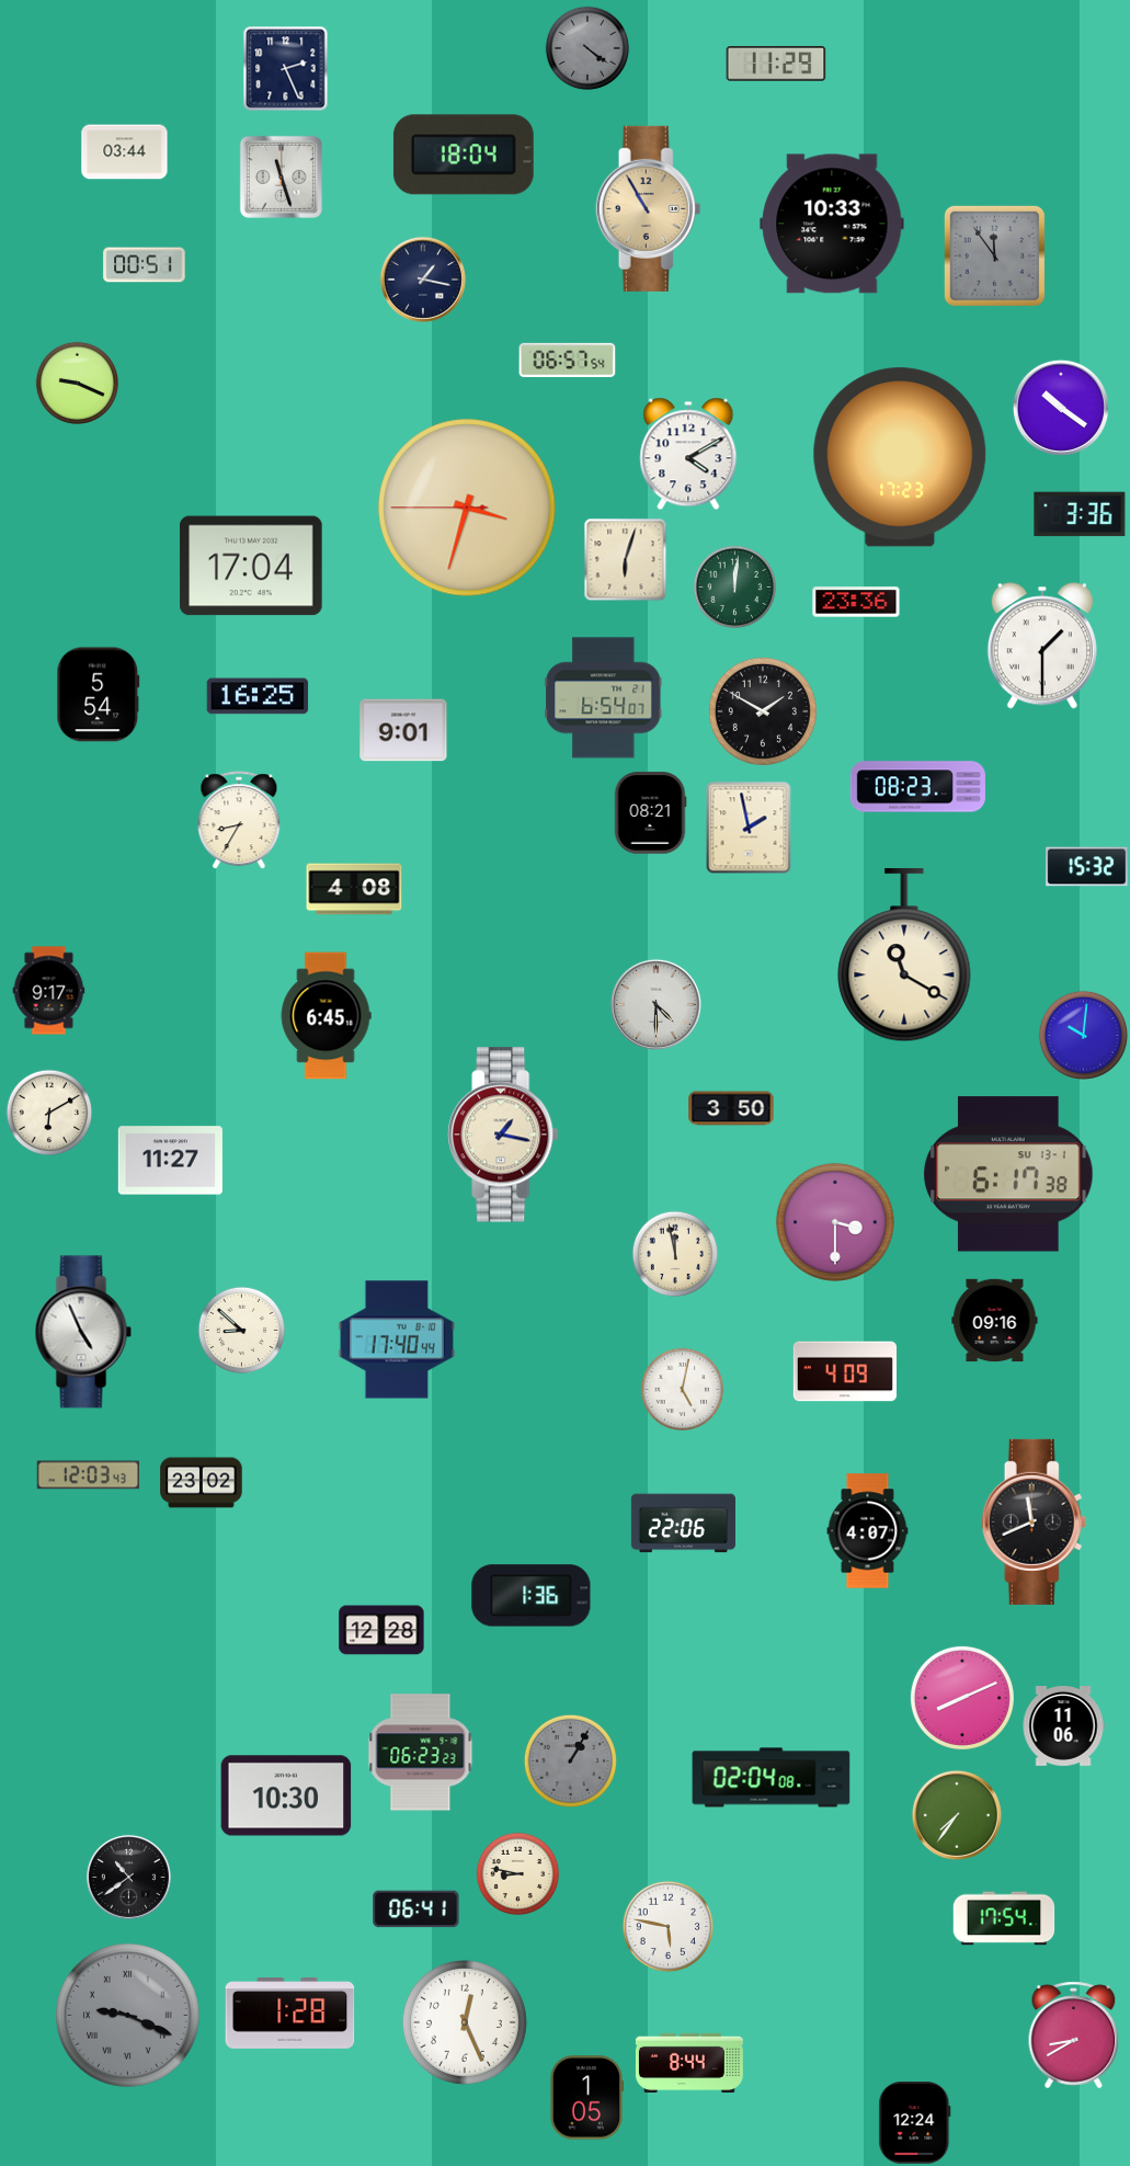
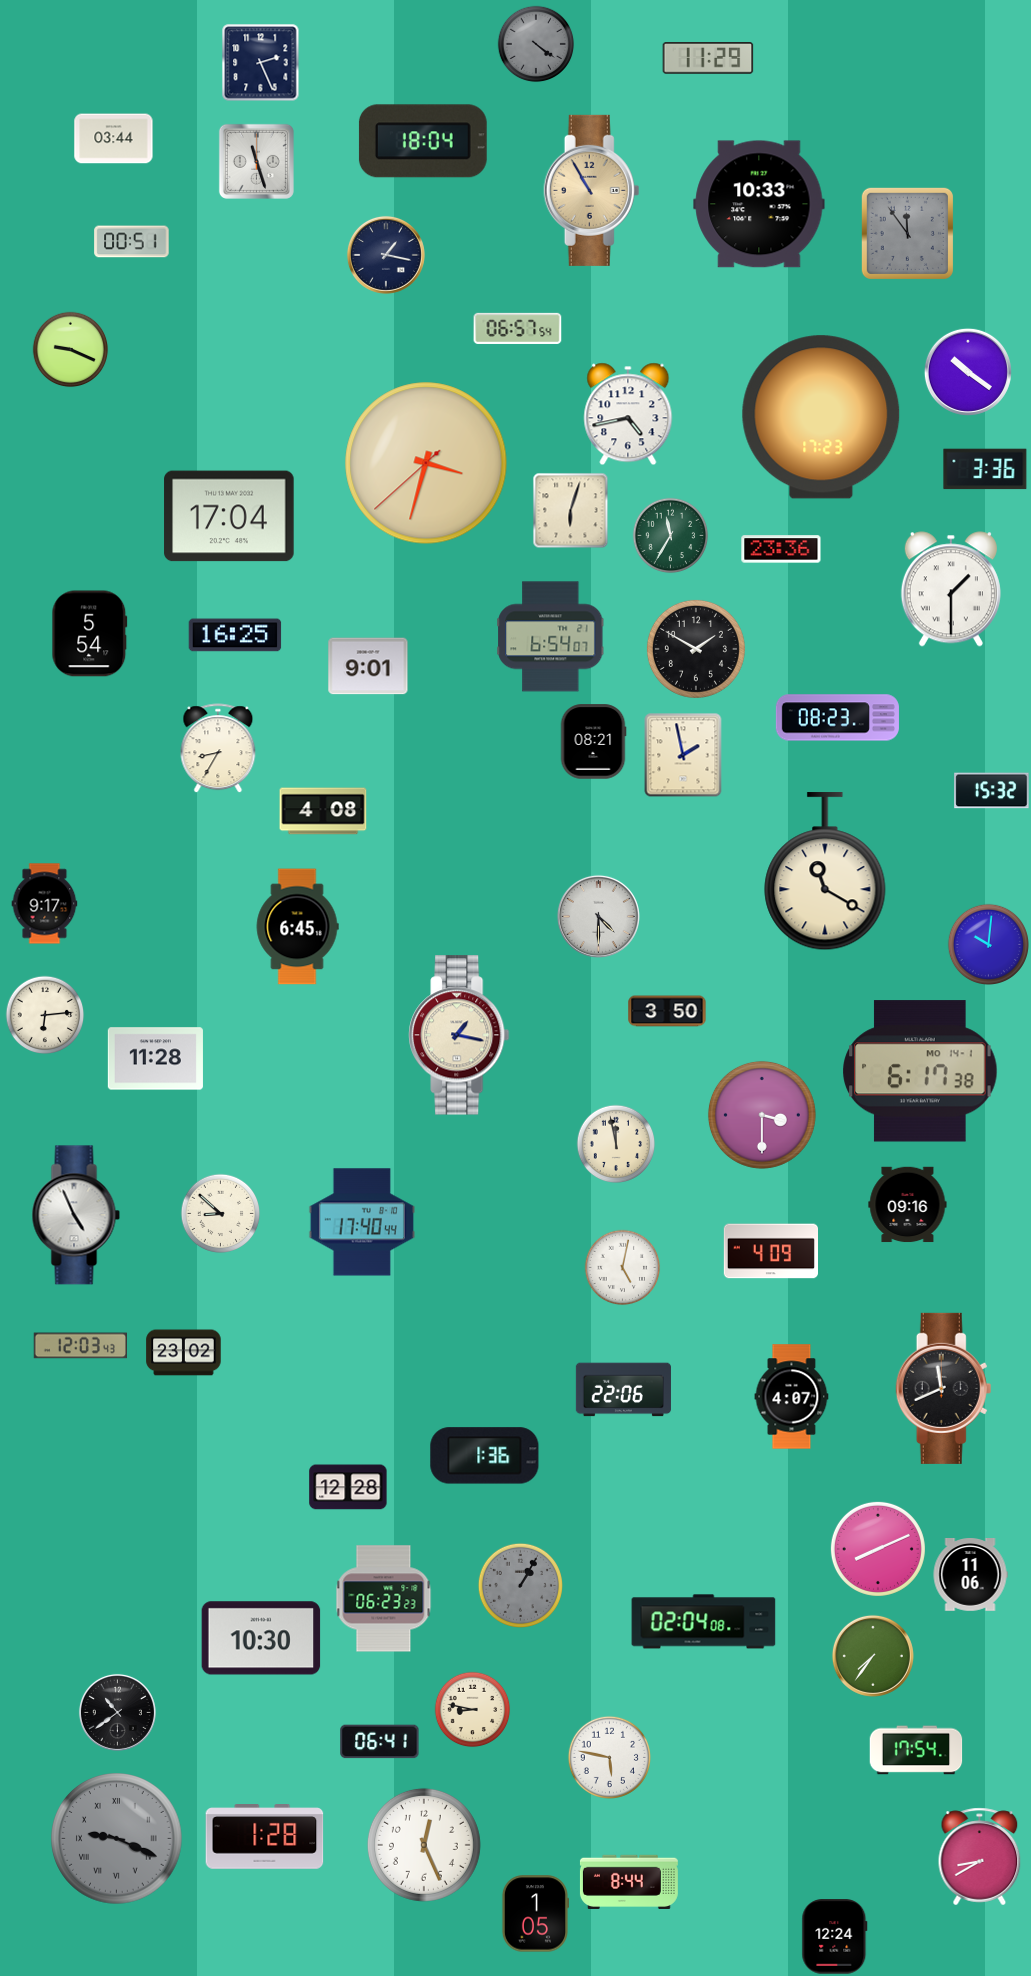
clock at (688, 454): 4:10 -> 4:43
clock at (467, 508): 3:32:45 -> 3:32:38
clock at (735, 588): 12:01 -> 11:35
clock at (49, 1113): 6:10 -> 6:14
clock at (170, 1161): 11:27 -> 11:28
clock at (1008, 1174) date: SU 13-1 -> MO 14-1
clock at (570, 1760) position: (570, 1760) -> (520, 1585)
